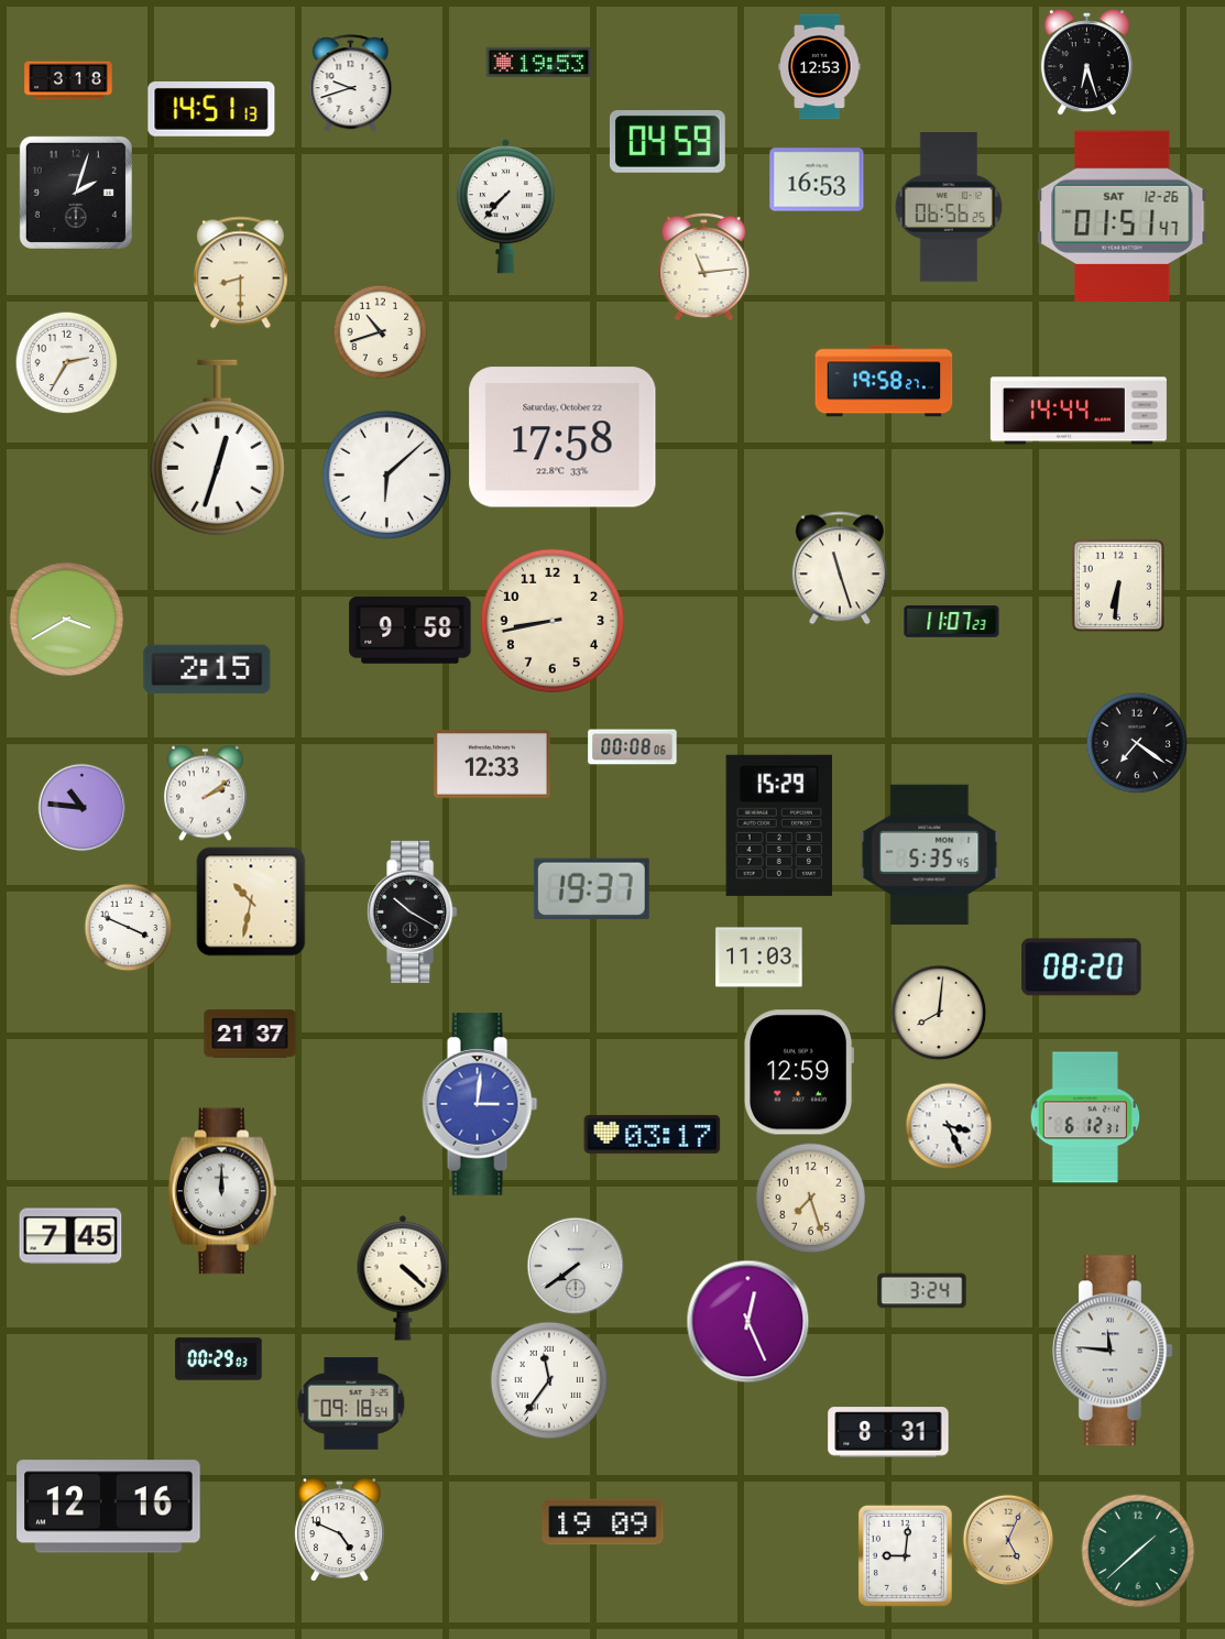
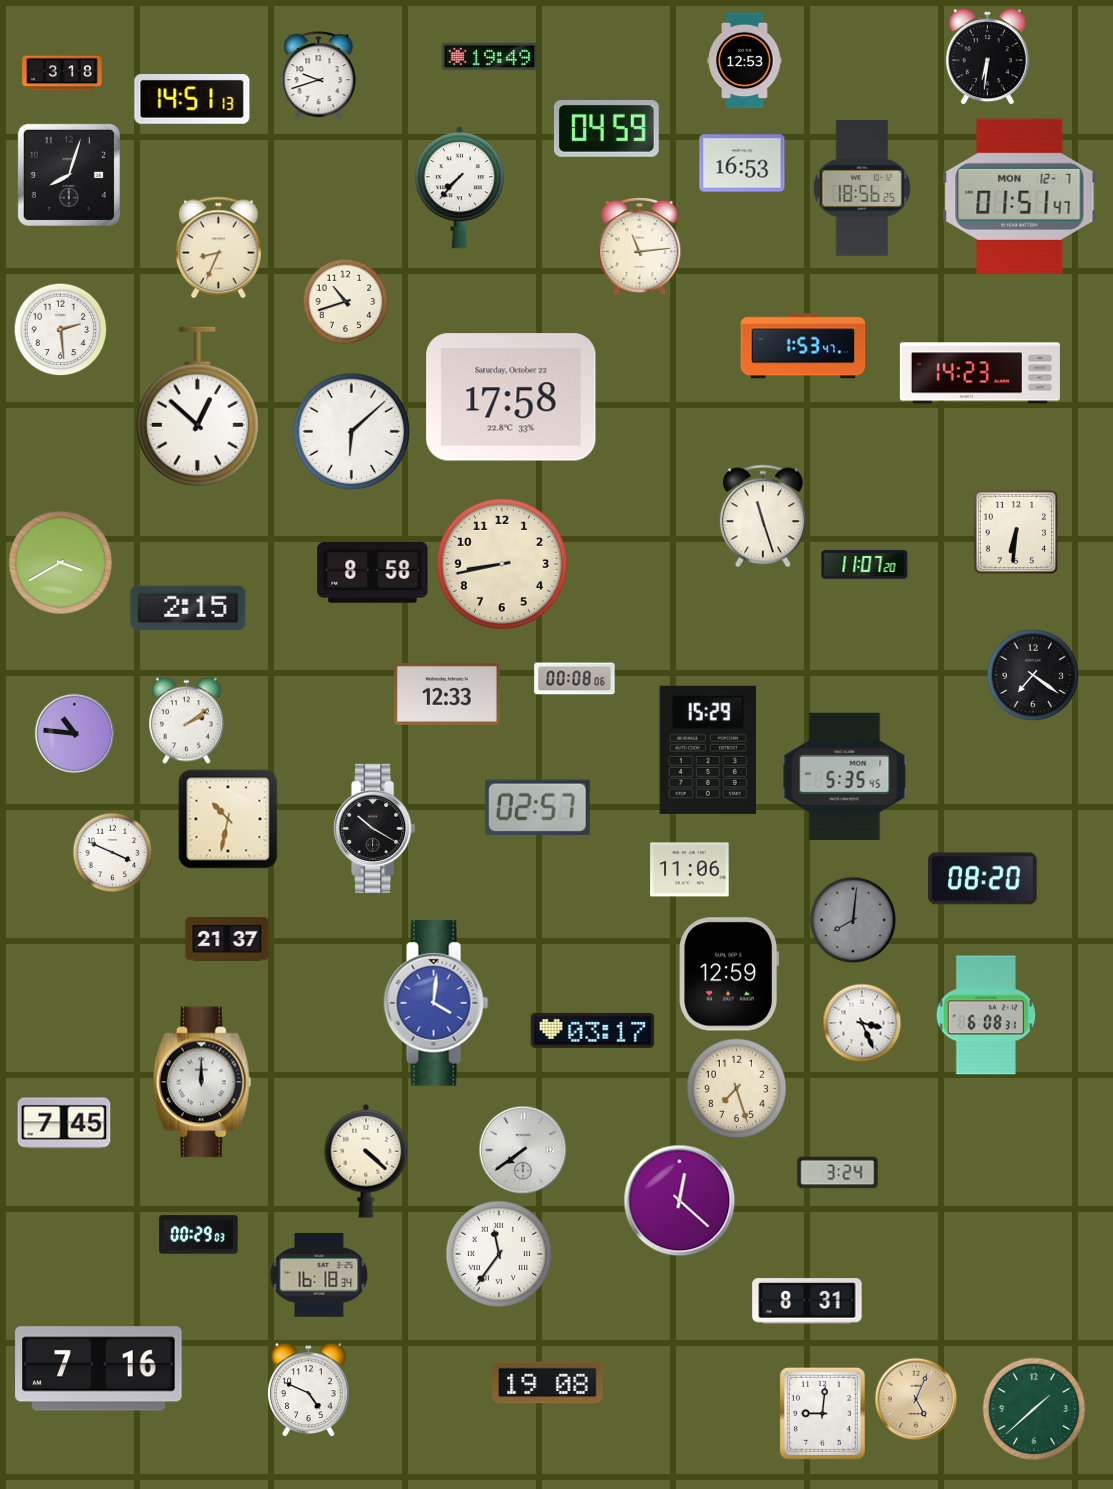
clock at (539, 63): 19:53 -> 19:49
clock at (1086, 63): 6:27 -> 6:31
clock at (76, 193): 2:03 -> 8:03
clock at (949, 207): 06:56 -> 18:56
clock at (1123, 216) date: SAT 12-26 -> MON 12-7
clock at (704, 266) position: (704, 266) -> (640, 246)
clock at (240, 273): 8:30 -> 8:34
clock at (67, 363): 2:35 -> 2:29
clock at (884, 381): 19:58 -> 1:53
clock at (1079, 411): 14:44 -> 14:23
clock at (217, 448): 12:33 -> 12:52
clock at (952, 622): 11:07:23 -> 11:07:20
clock at (411, 631): 9:58 -> 8:58
clock at (591, 889): 19:37 -> 02:57
clock at (129, 928) position: (129, 928) -> (113, 853)
clock at (759, 958): 11:03 -> 11:06
clock at (939, 1013) dial: cream -> grey
clock at (799, 1072) position: (799, 1072) -> (729, 974)
clock at (480, 1104): 3:01 -> 4:01
clock at (1085, 1117): 6:12 -> 6:08
clock at (748, 1322): 12:26 -> 12:22
clock at (1112, 1351): 11:46 -> none
clock at (351, 1403): 09:18 -> 16:18
clock at (109, 1507): 12:16 -> 7:16
clock at (603, 1522): 19:09 -> 19:08
